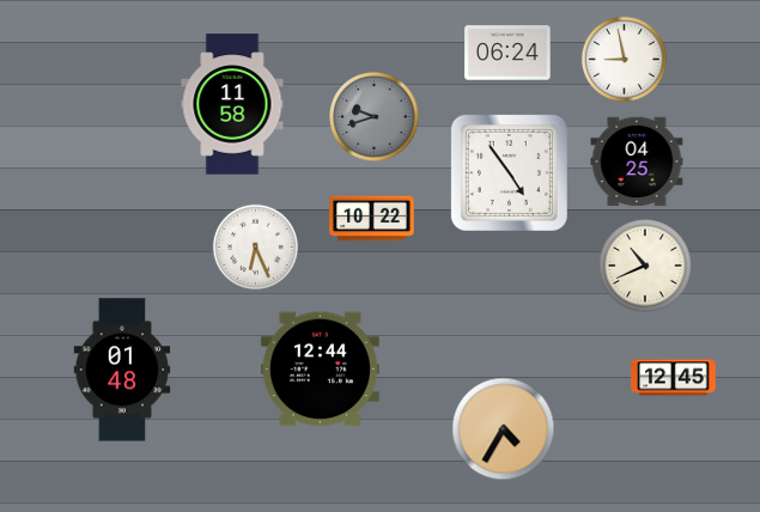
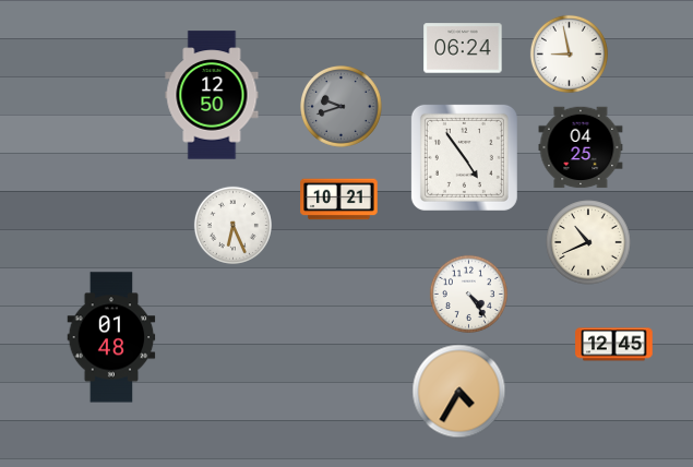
clock at (232, 104): 11:58 -> 12:50
clock at (372, 219): 10:22 -> 10:21
clock at (468, 294): none -> 4:24
clock at (320, 370): 12:44 -> none
